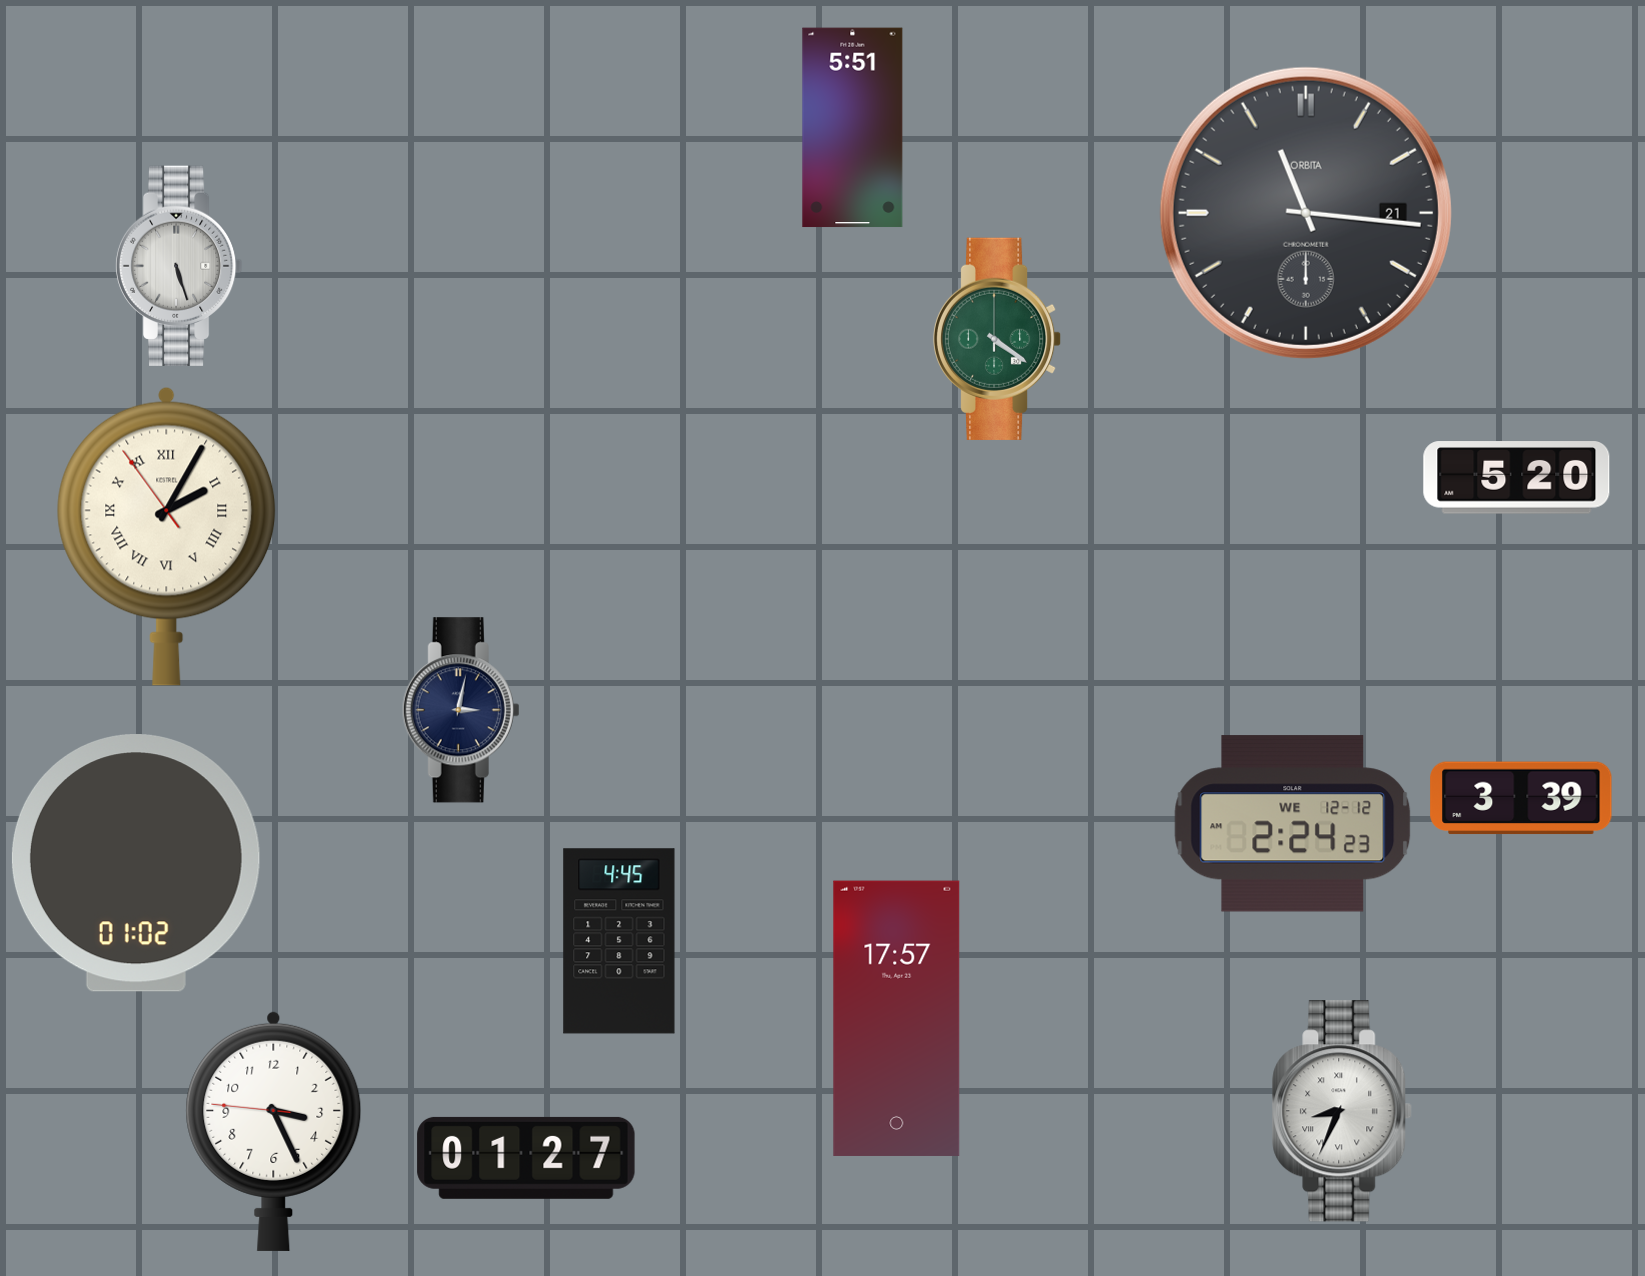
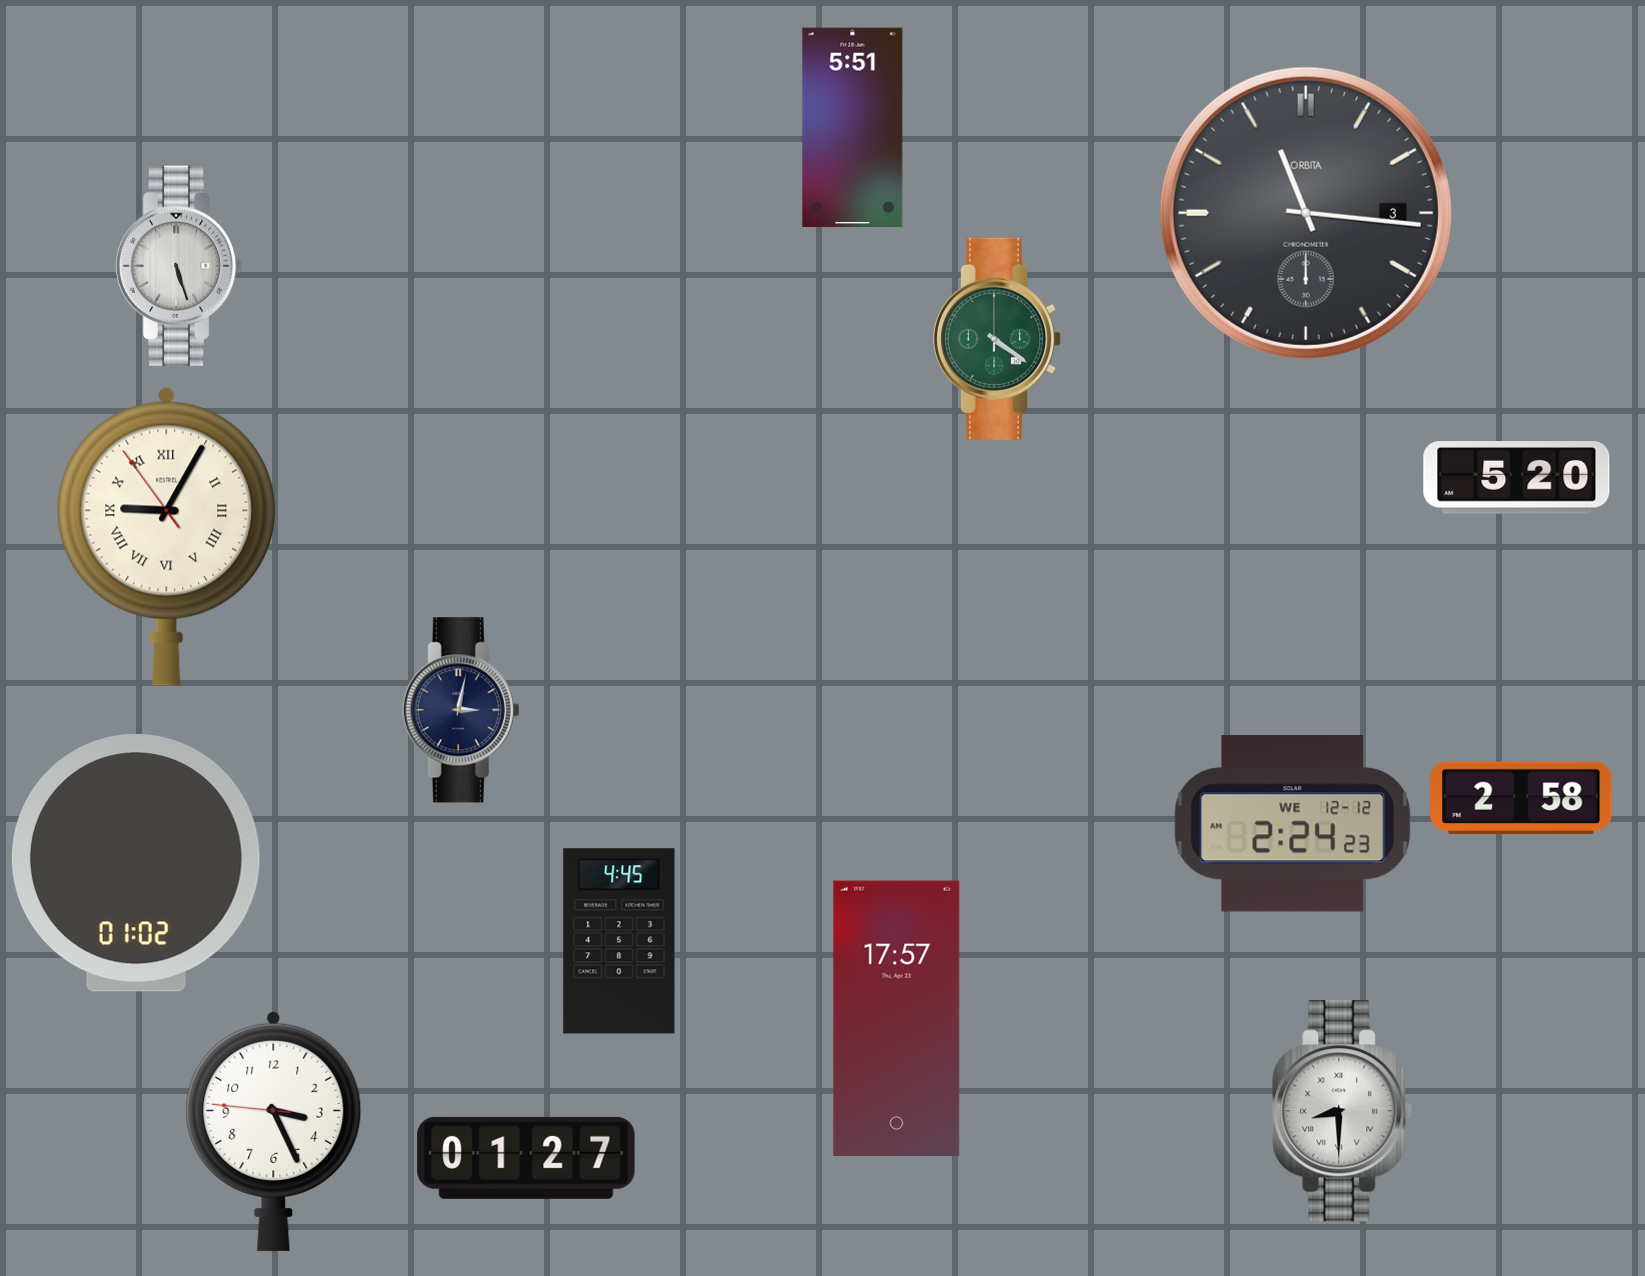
clock at (1306, 213) date: 21 -> 3
clock at (167, 536): 2:04 -> 9:04
clock at (1521, 798): 3:39 -> 2:58
clock at (1343, 1111): 8:34 -> 8:30
